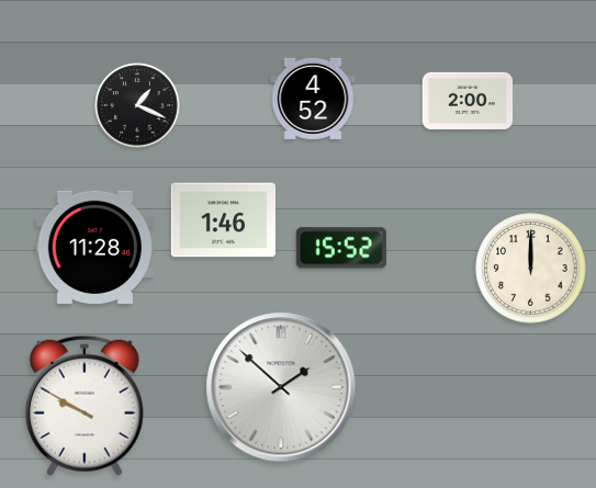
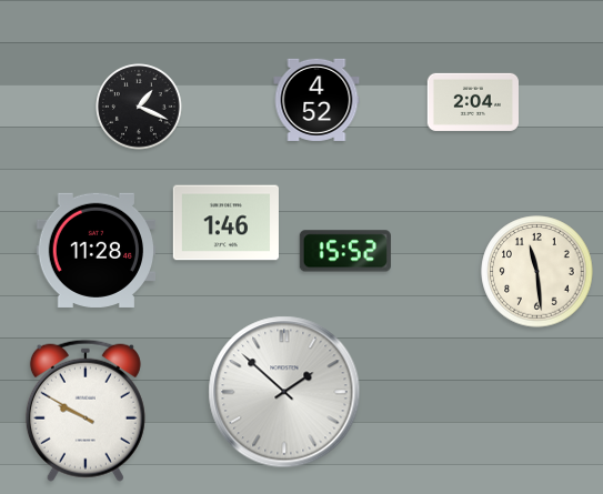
clock at (466, 101): 2:00 -> 2:04
clock at (531, 269): 12:00 -> 11:29
